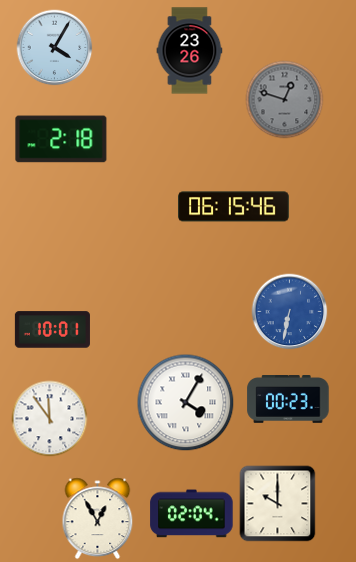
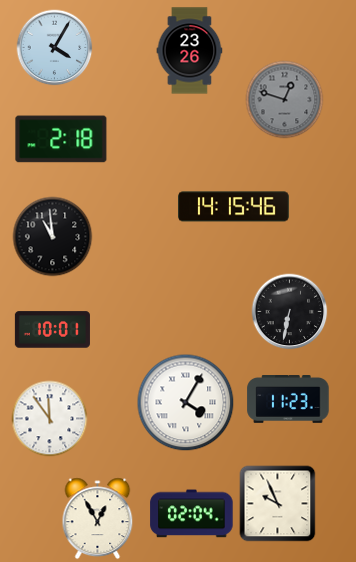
clock at (234, 207): 06:15 -> 14:15
clock at (53, 237): none -> 10:59
clock at (290, 312) dial: blue -> black
clock at (288, 400): 00:23 -> 11:23
clock at (278, 504): 10:00 -> 9:56
